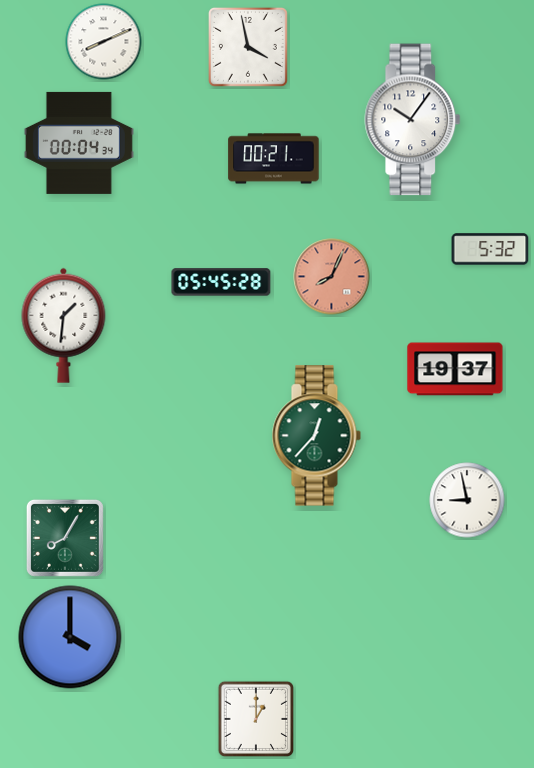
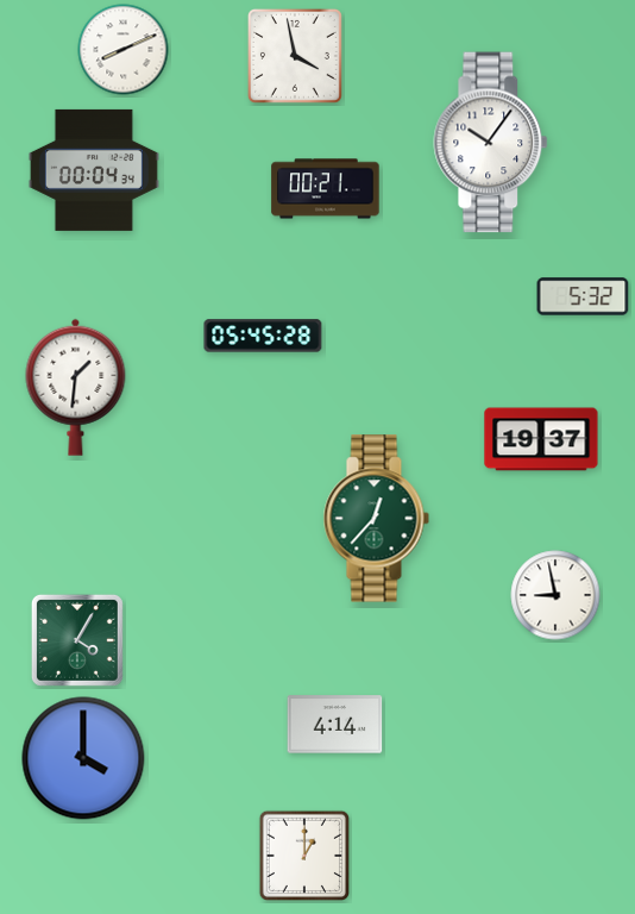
clock at (332, 277): 8:04 -> none
clock at (65, 538): 8:05 -> 4:05
clock at (335, 725): none -> 4:14
